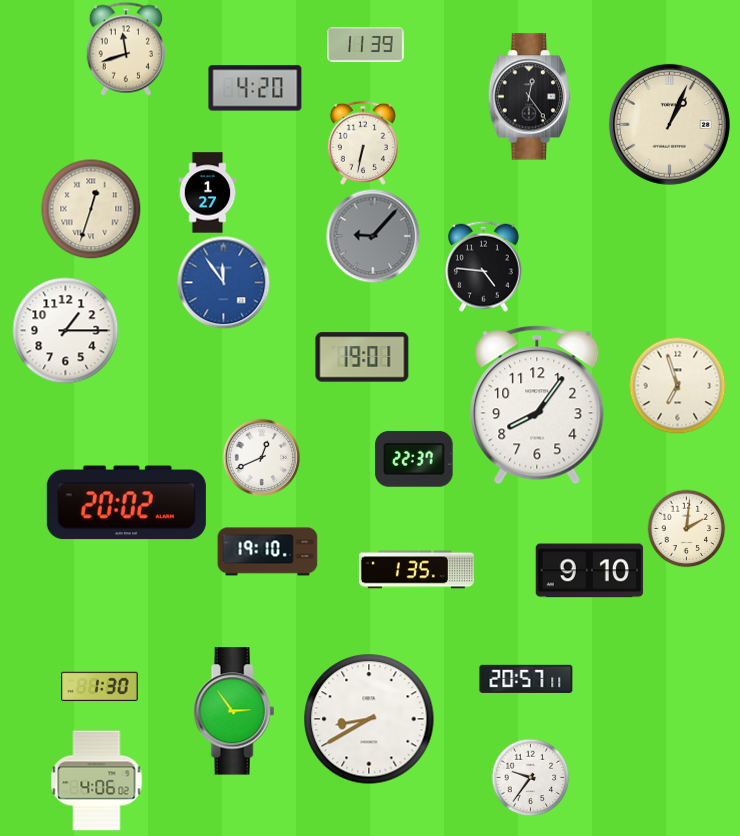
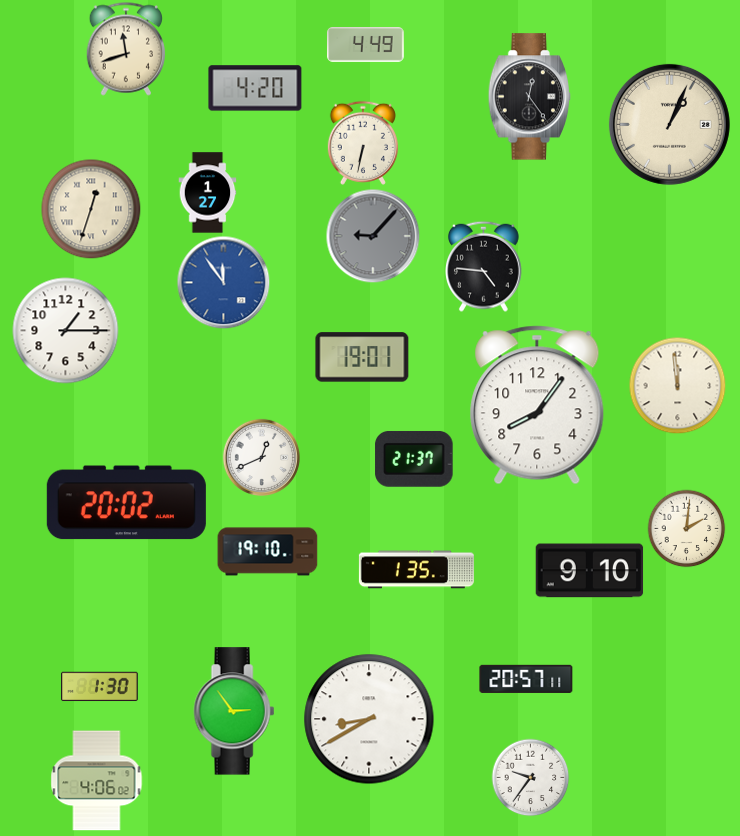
clock at (366, 45): 11:39 -> 4:49
clock at (677, 385): 6:57 -> 11:59
clock at (414, 459): 22:37 -> 21:37
